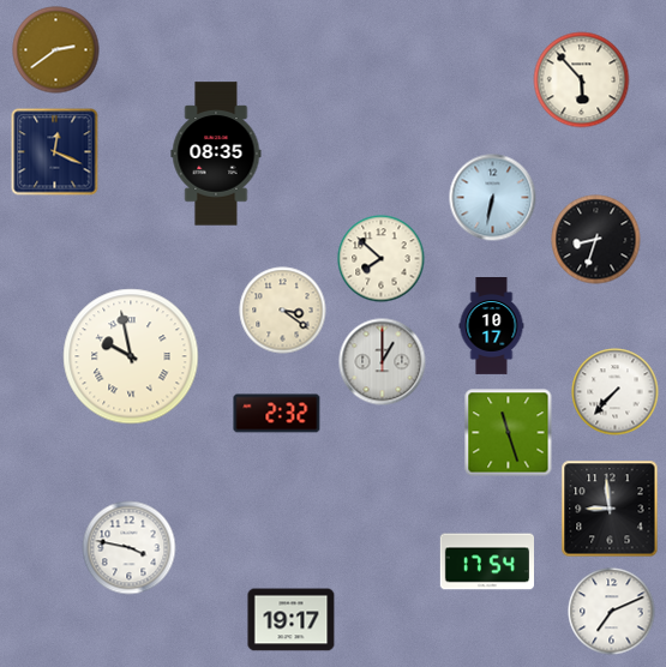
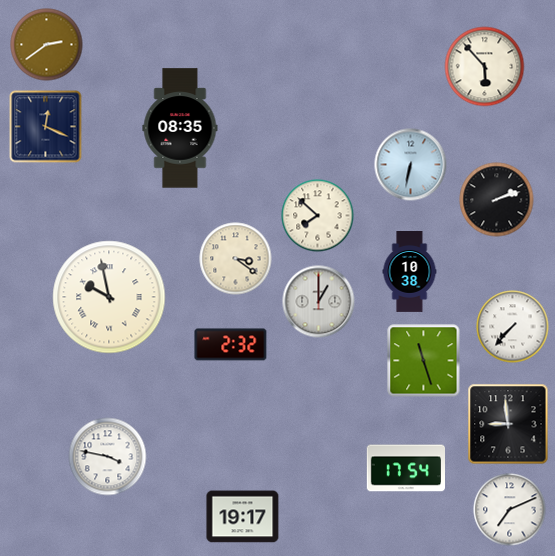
clock at (56, 50) position: (56, 50) -> (47, 45)
clock at (596, 240): 8:33 -> 2:12
clock at (492, 326): 10:17 -> 10:38
